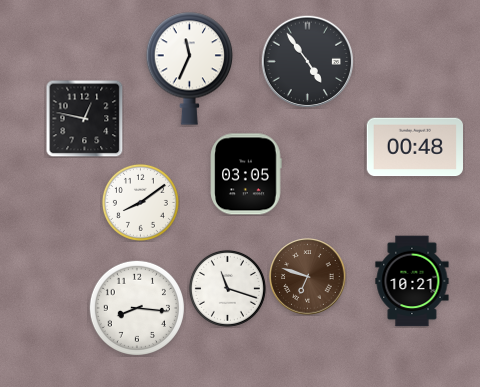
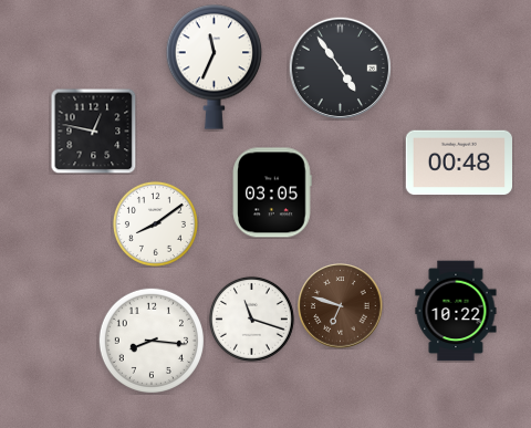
clock at (190, 68) position: (190, 68) -> (215, 66)
clock at (412, 281): 10:21 -> 10:22
